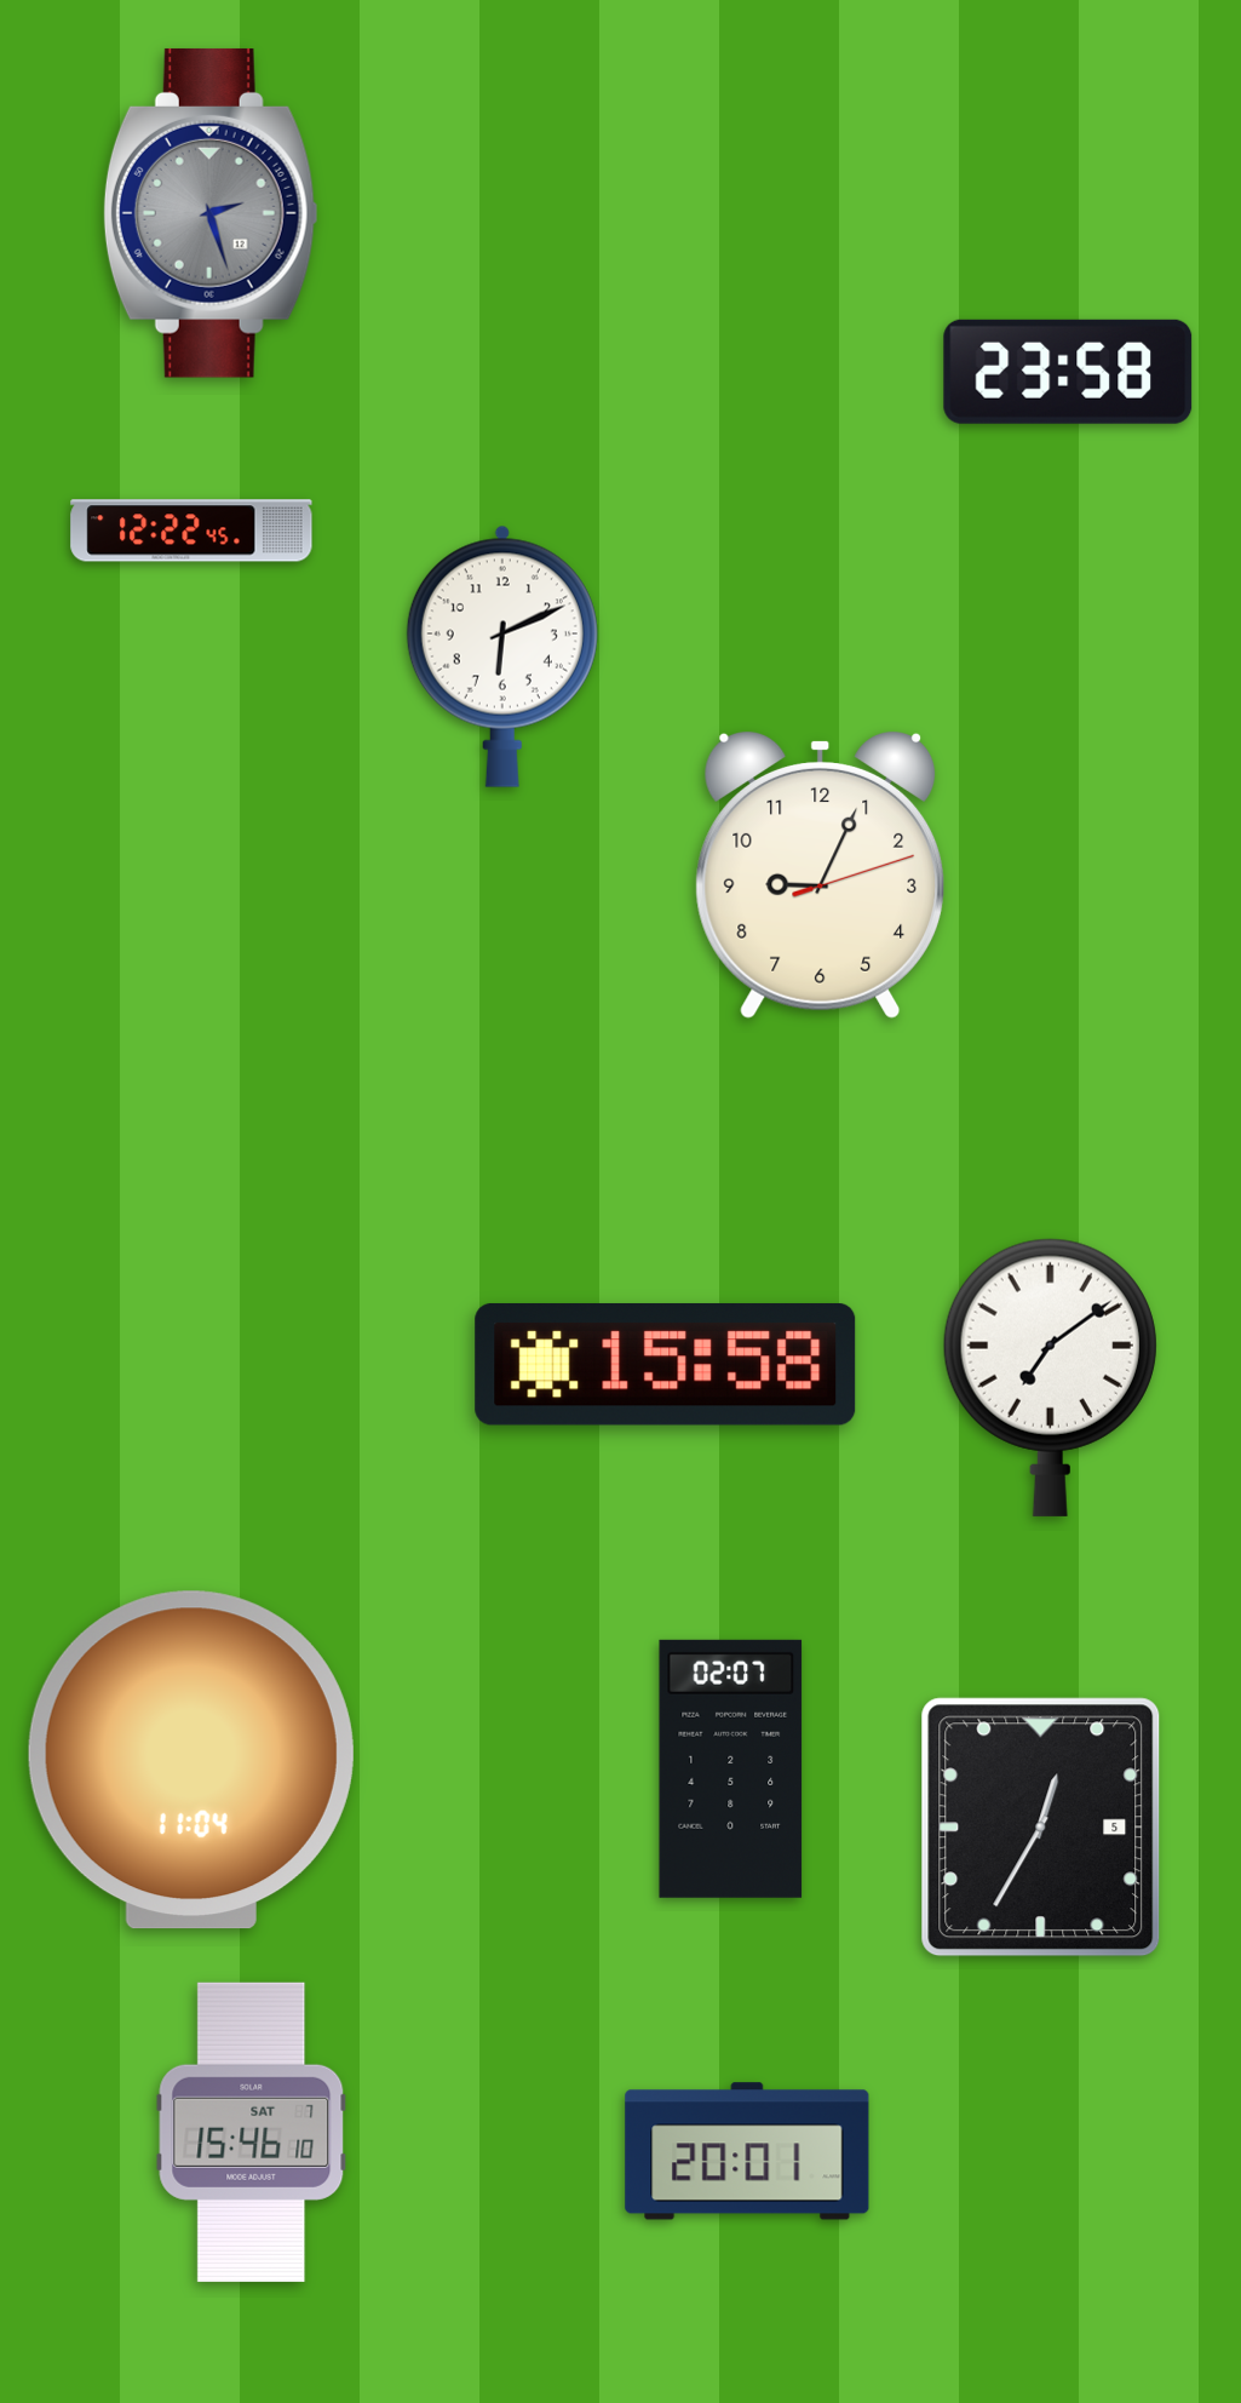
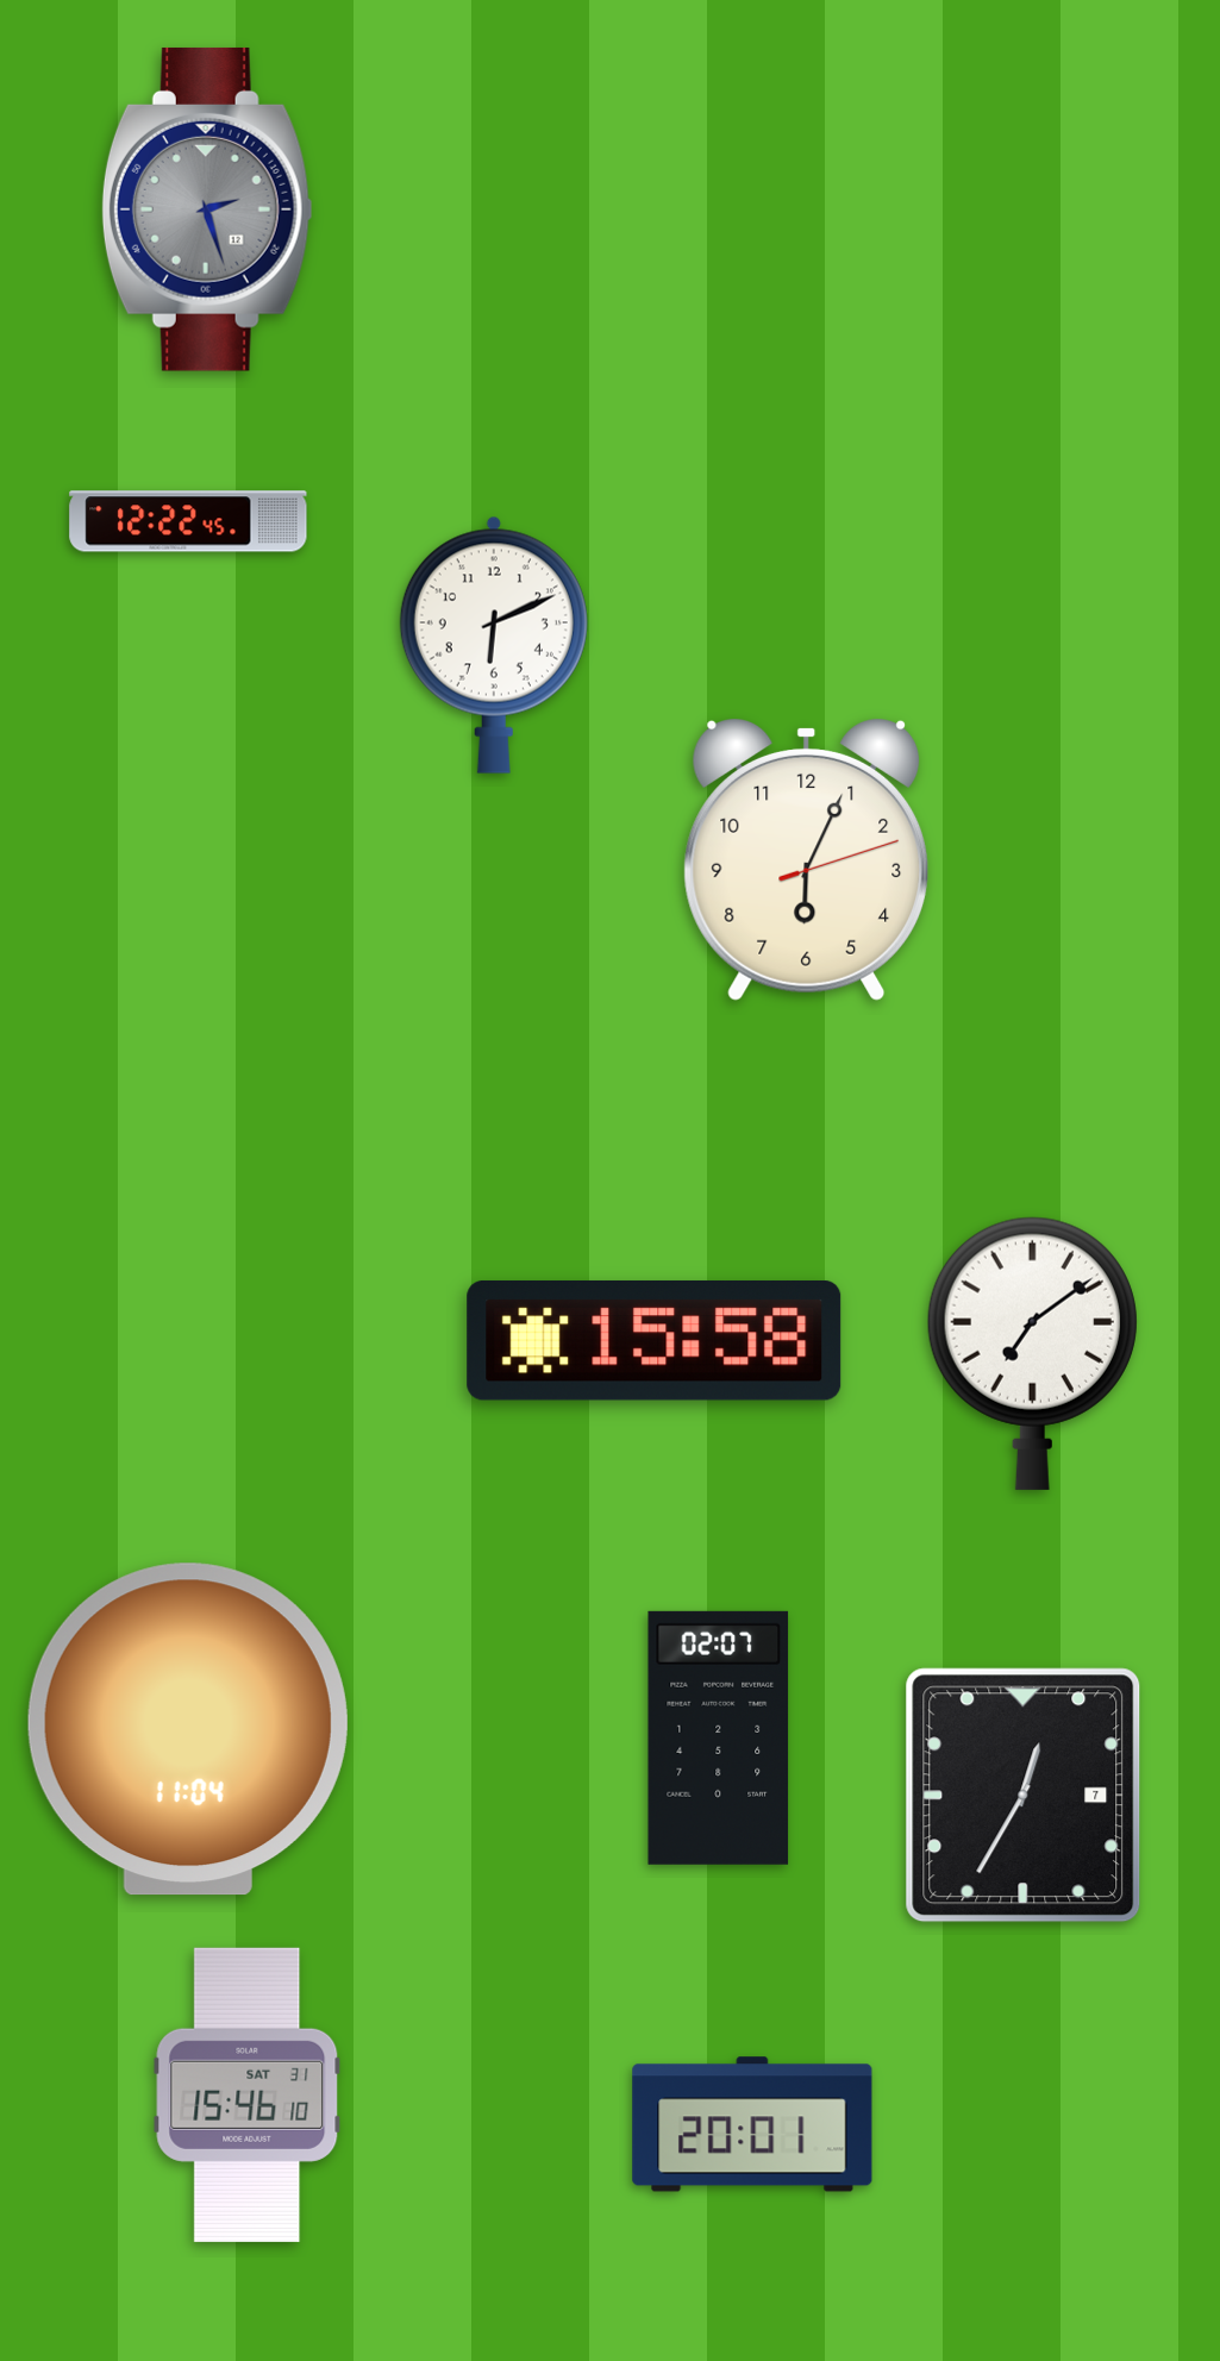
clock at (1068, 372): 23:58 -> none
clock at (821, 876): 9:04 -> 6:04
clock at (1041, 1828) date: 5 -> 7
clock at (252, 2132) date: SAT 7 -> SAT 31
clock at (747, 2151) position: (747, 2151) -> (752, 2124)
